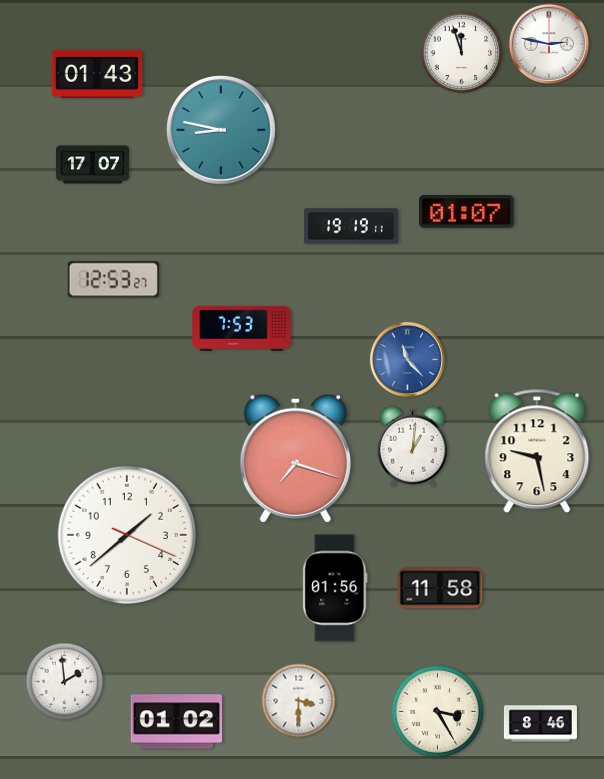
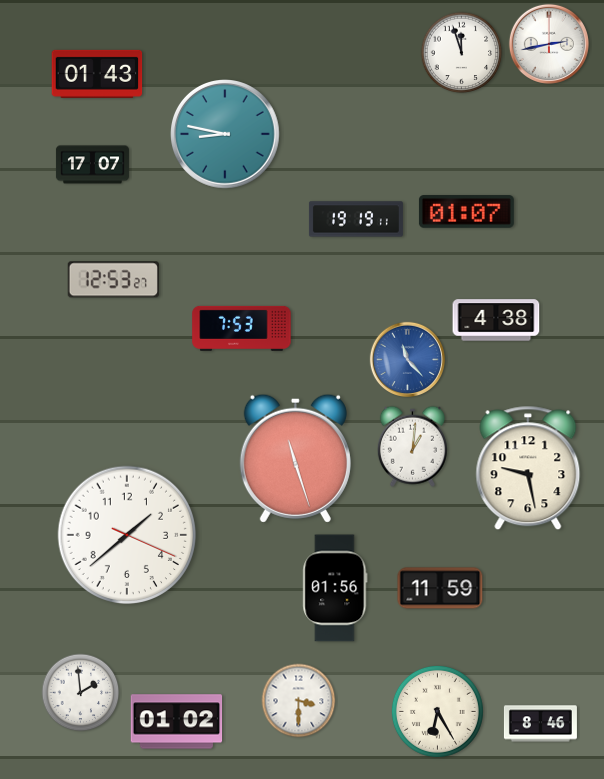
clock at (549, 44): 2:47 -> 2:43
clock at (222, 131) position: (222, 131) -> (226, 135)
clock at (351, 226) position: (351, 226) -> (356, 219)
clock at (496, 320): none -> 4:38
clock at (537, 451) position: (537, 451) -> (528, 468)
clock at (295, 458): 7:18 -> 11:27
clock at (440, 588): 11:58 -> 11:59
clock at (65, 682) position: (65, 682) -> (81, 693)
clock at (437, 711): 3:25 -> 6:25
